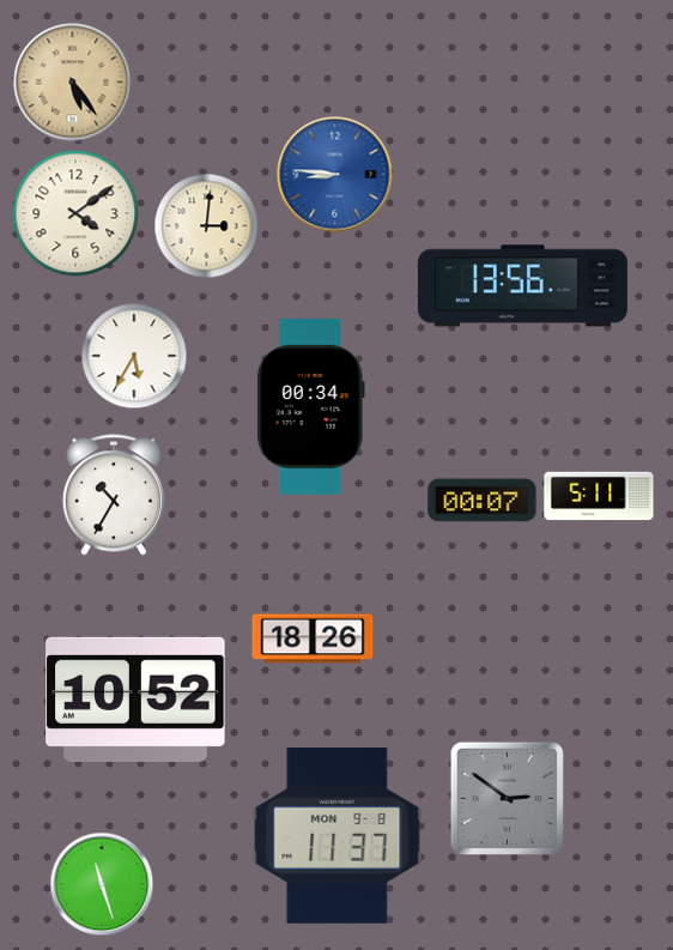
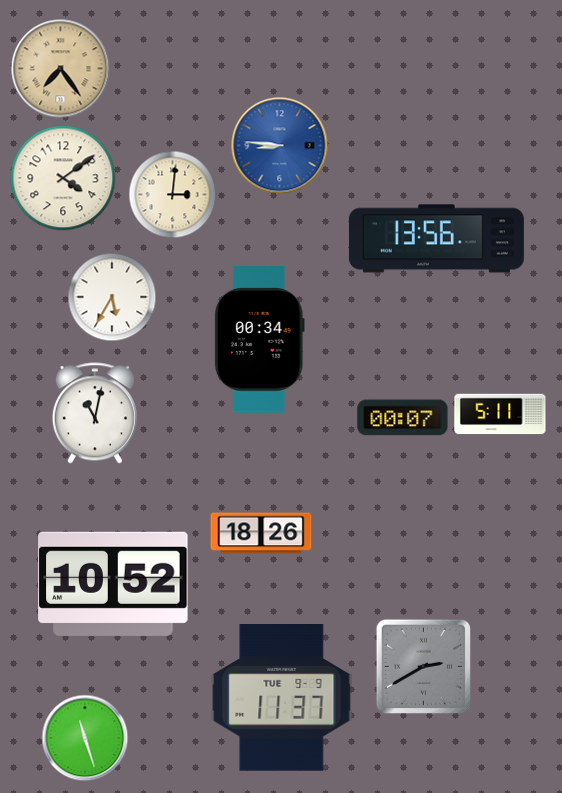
clock at (73, 83): 5:24 -> 7:24
clock at (207, 226) position: (207, 226) -> (173, 195)
clock at (114, 495): 10:35 -> 11:02
clock at (508, 799): 2:51 -> 2:40
clock at (338, 836) date: MON 9-8 -> TUE 9-9
